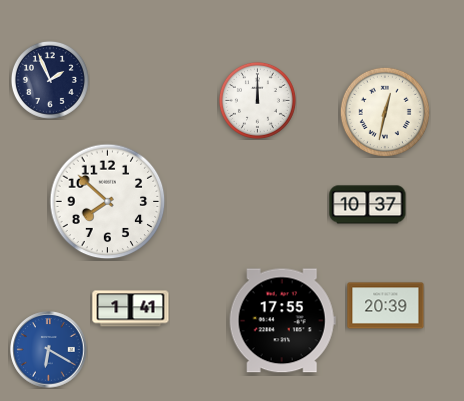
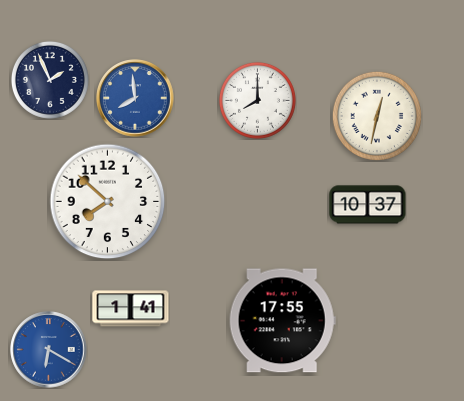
clock at (135, 98): none -> 7:59
clock at (257, 100): 12:00 -> 8:00
clock at (385, 112) position: (385, 112) -> (377, 116)
clock at (386, 306): 20:39 -> none
